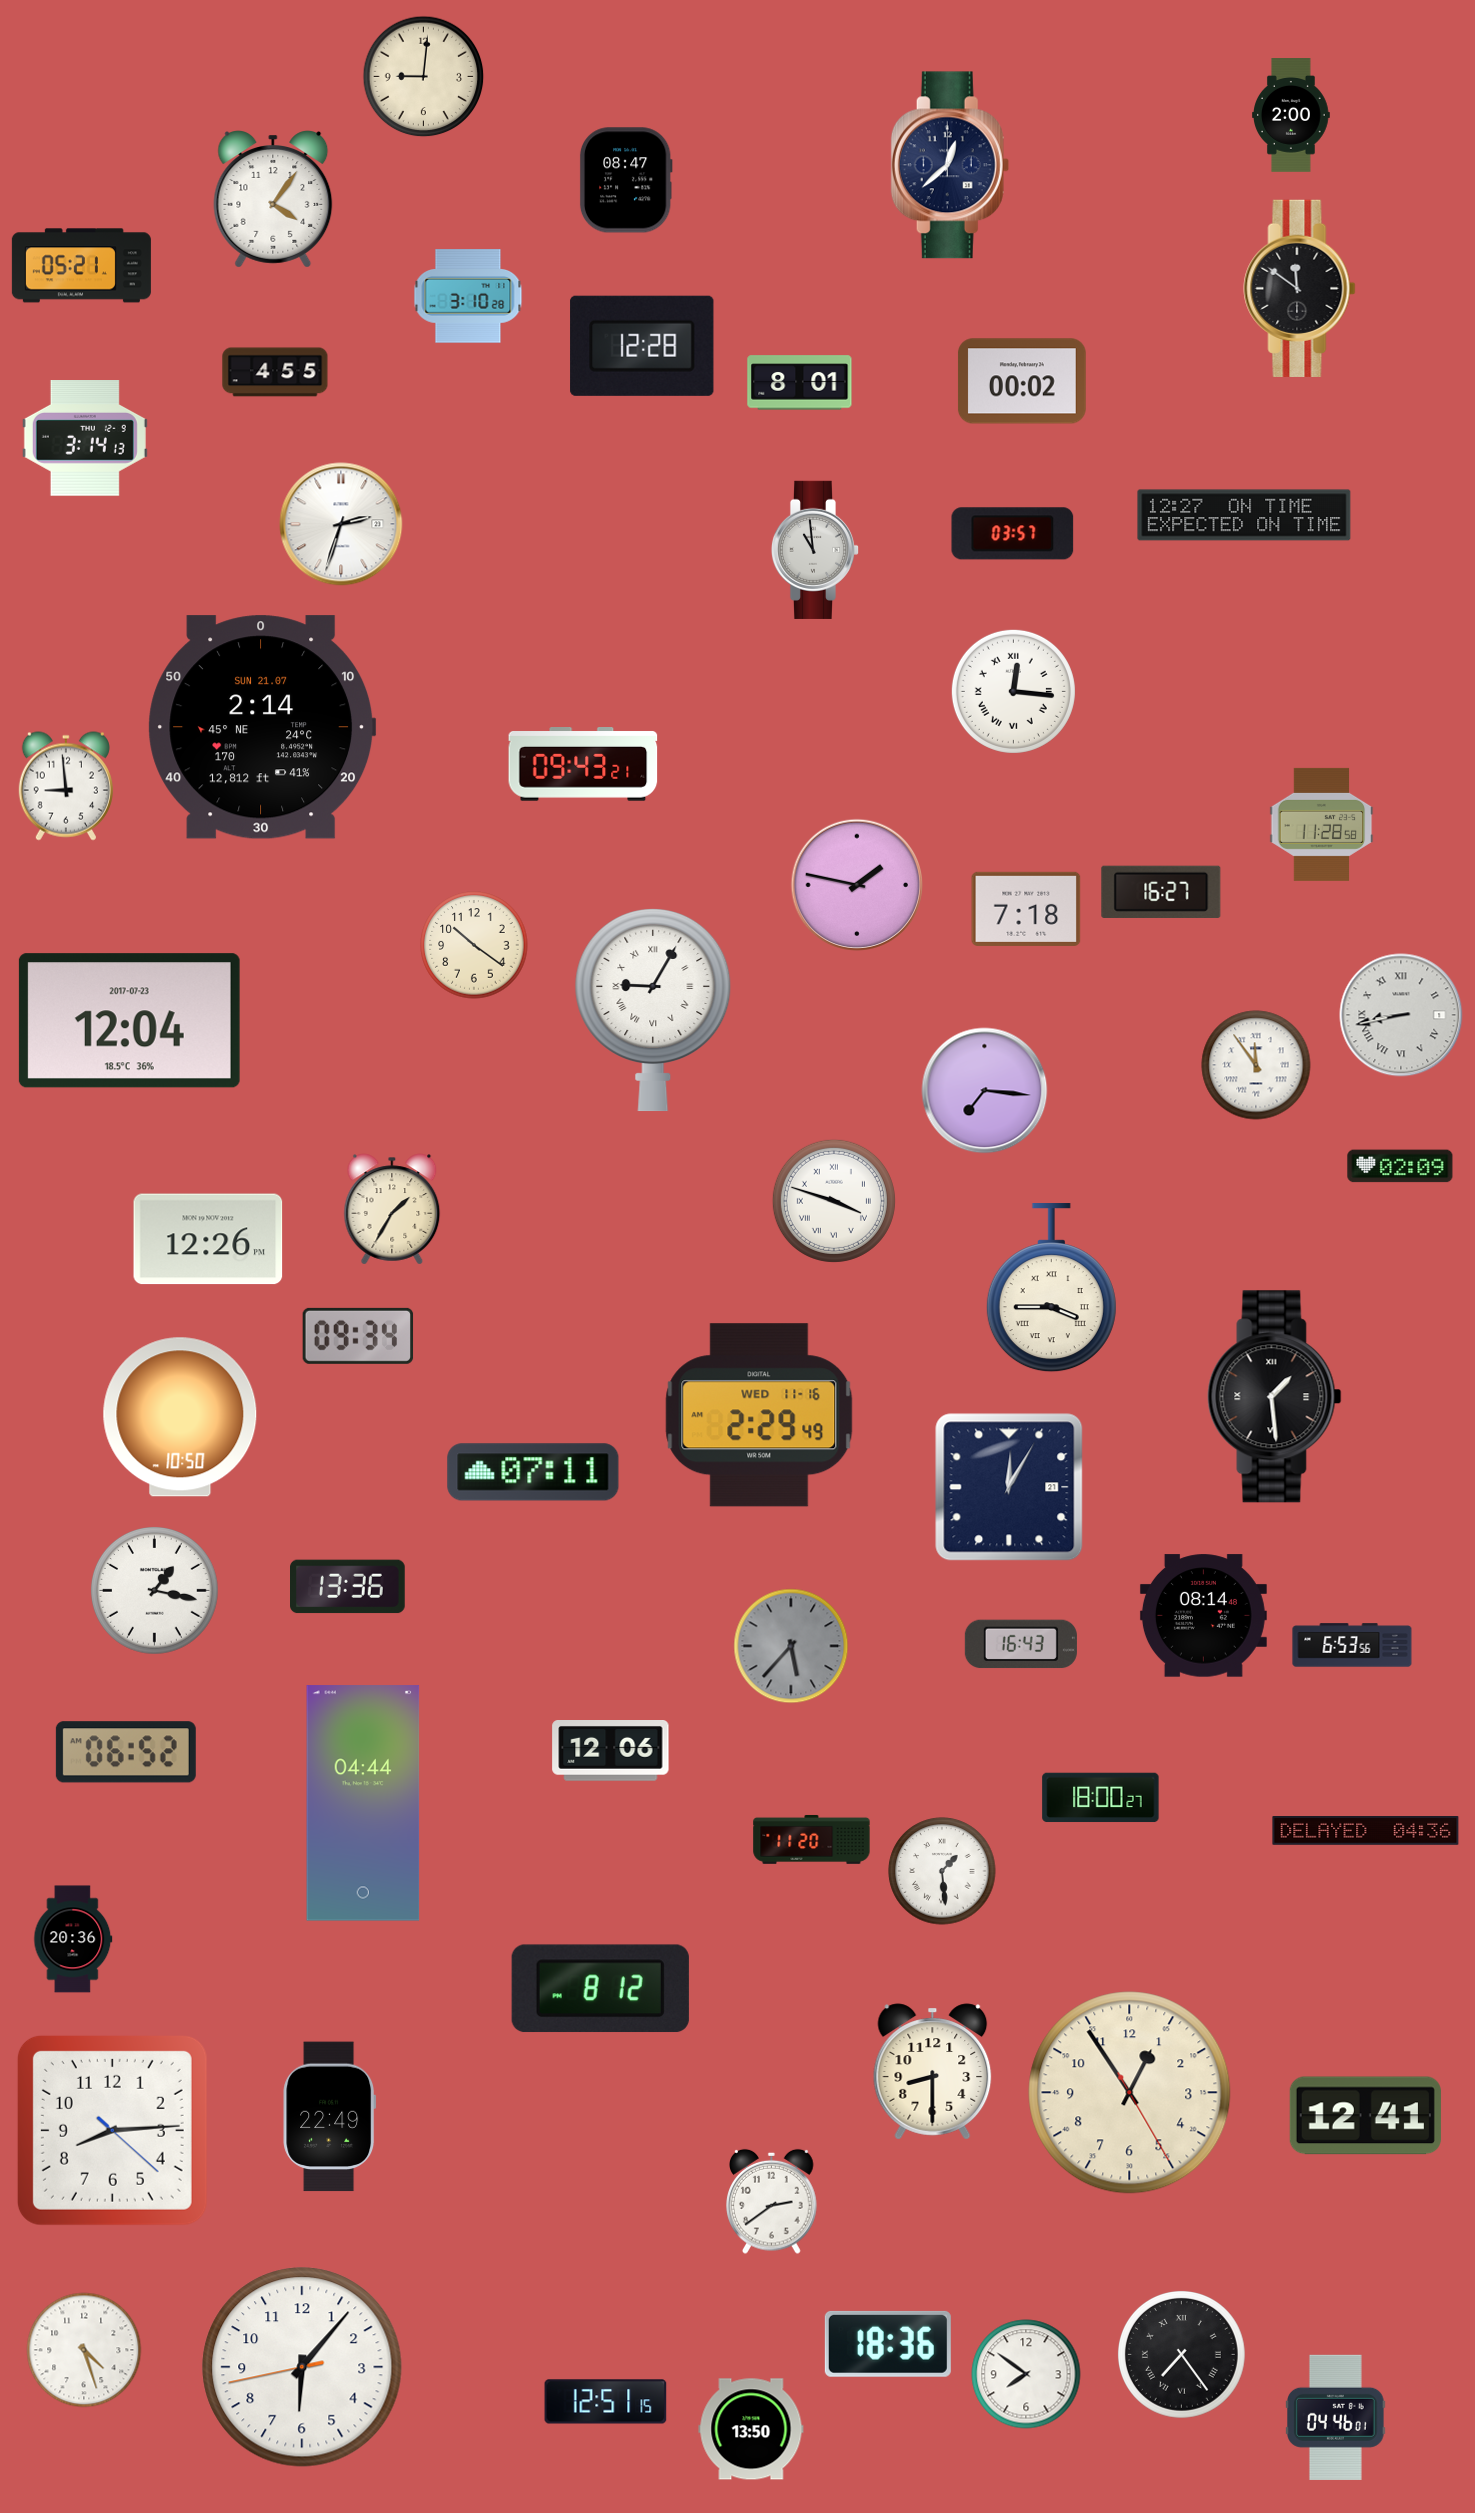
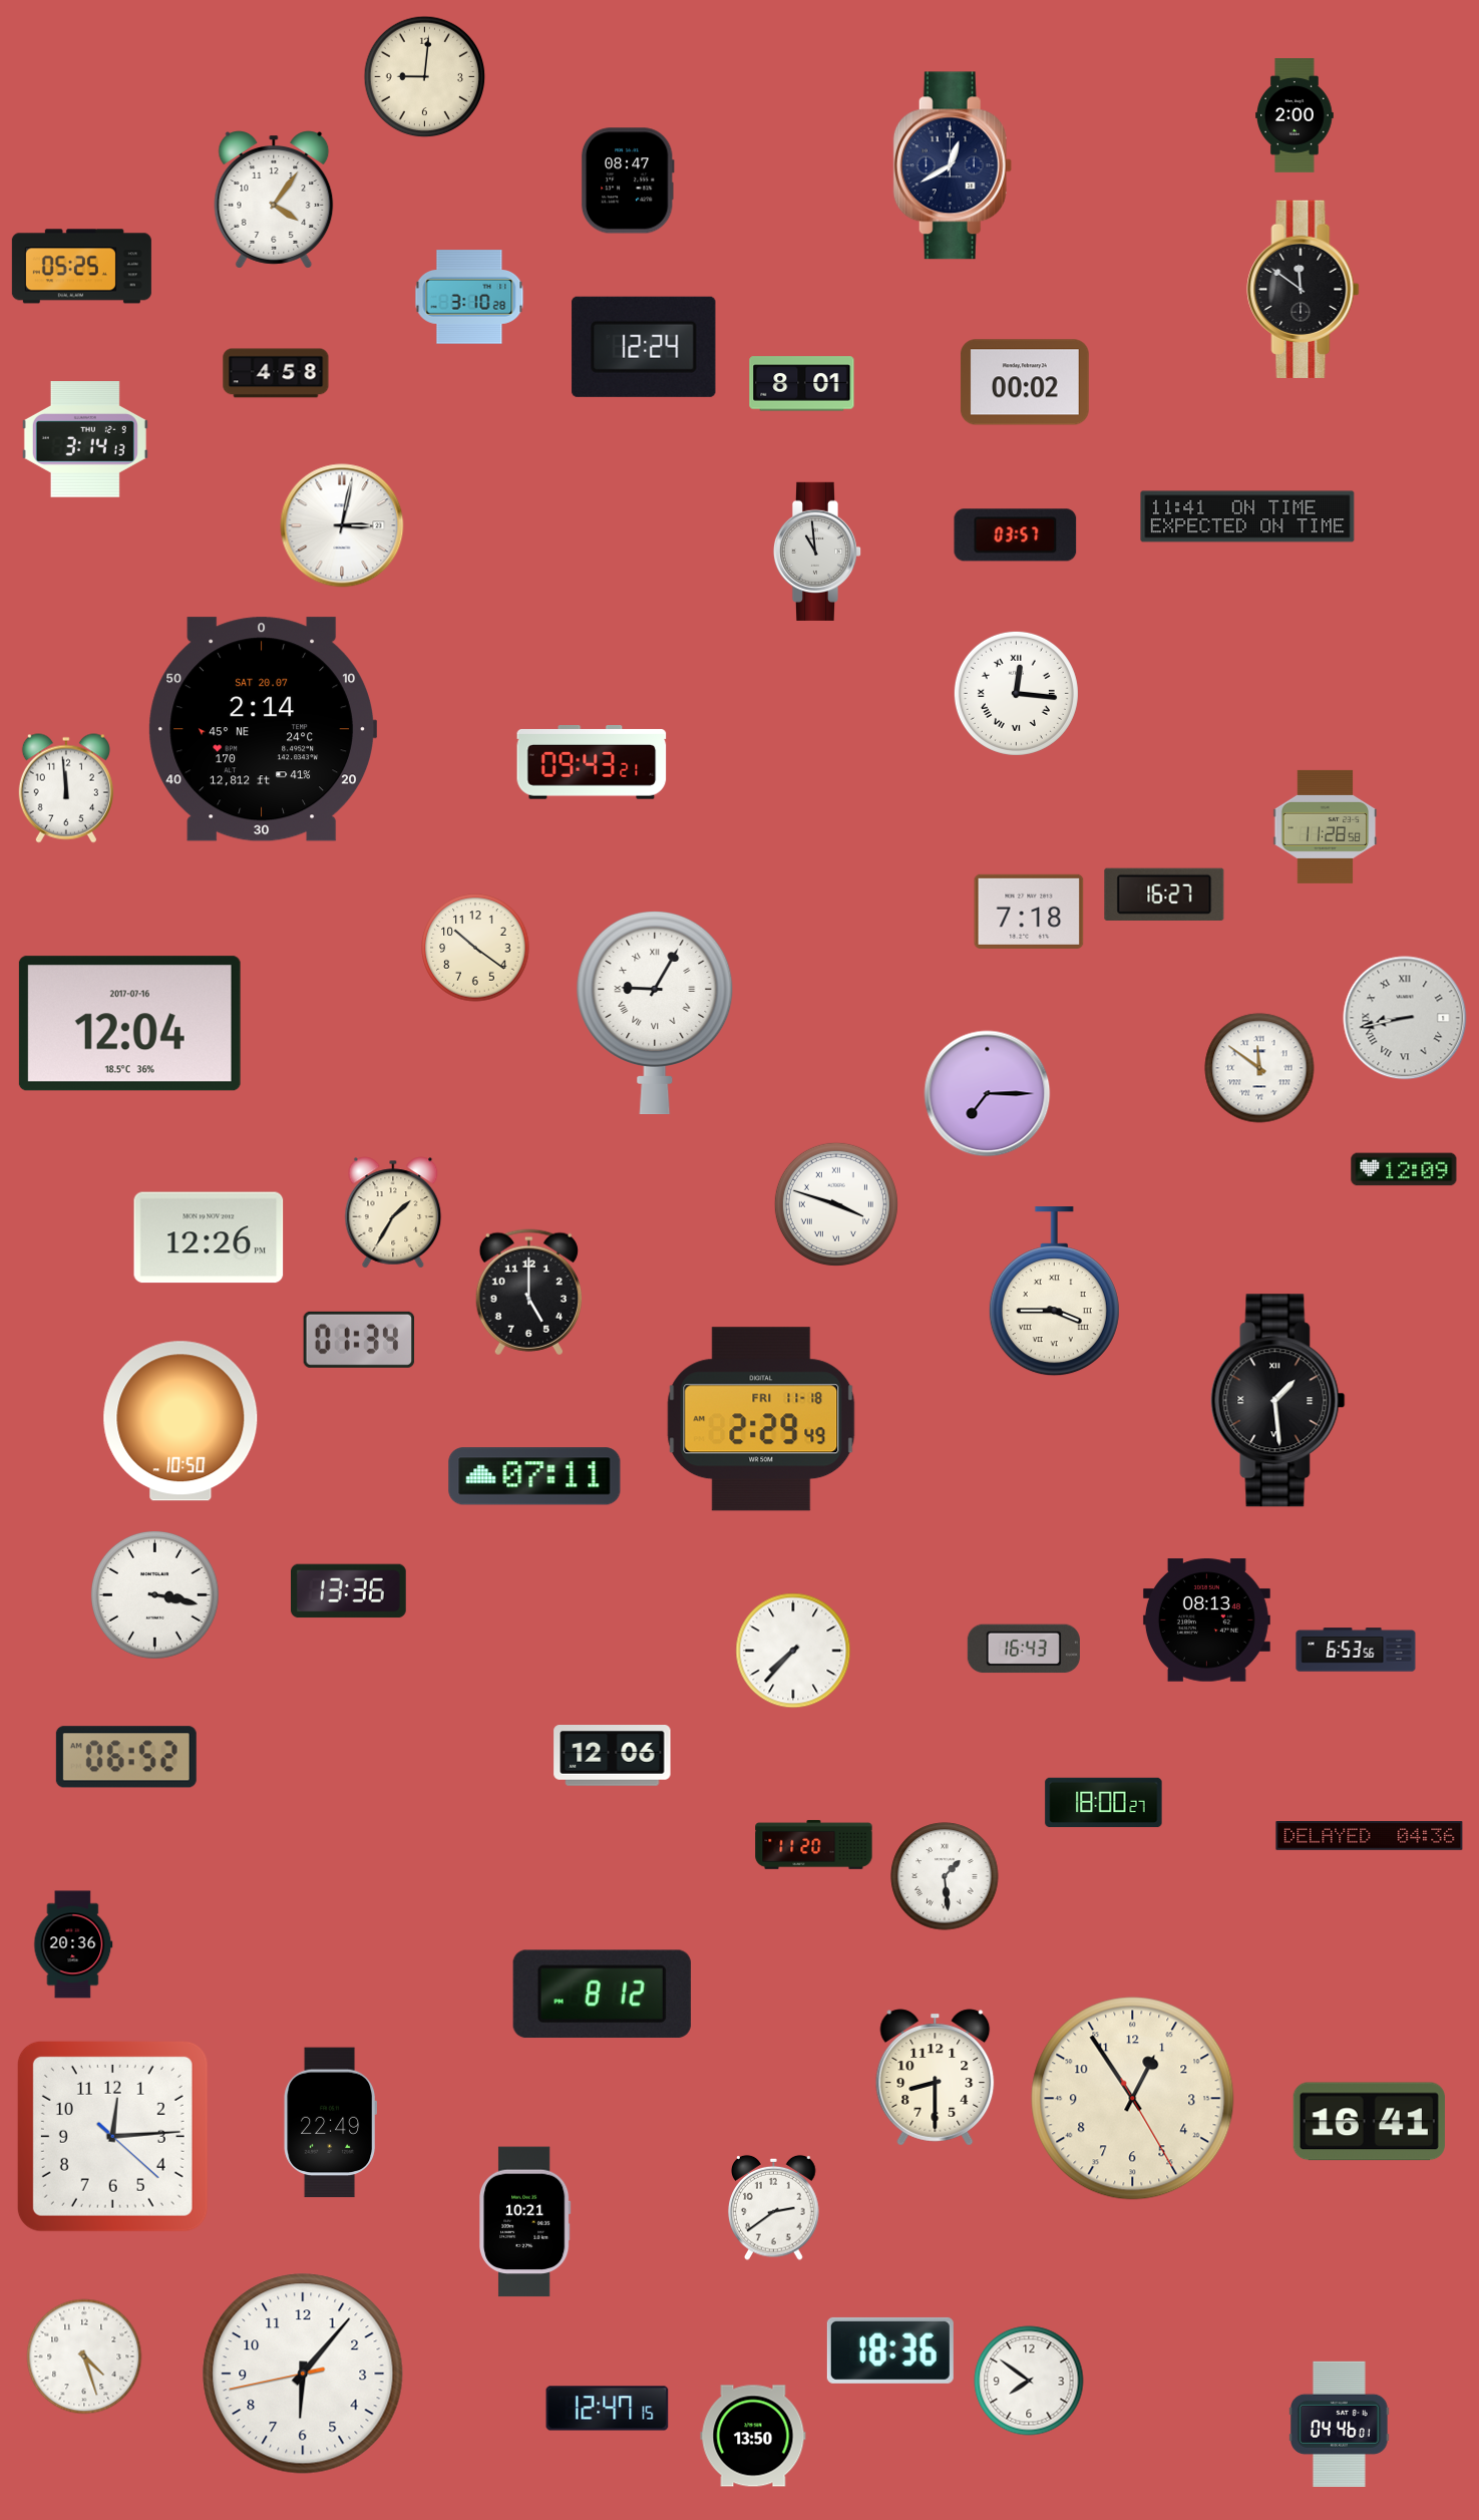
clock at (950, 165): 12:38 -> 12:40
clock at (81, 266): 05:21 -> 05:25
clock at (642, 346): 12:28 -> 12:24
clock at (275, 372): 4:55 -> 4:58
clock at (1244, 515): 12:27 -> 11:41
clock at (341, 524): 2:33 -> 3:02
clock at (262, 727) date: SUN 21.07 -> SAT 20.07
clock at (583, 765) position: (583, 765) -> (592, 763)
clock at (66, 786): 8:59 -> 11:59
clock at (857, 885): 1:47 -> none
clock at (129, 1021) date: 2017-07-23 -> 2017-07-16
clock at (1256, 1065): 11:54 -> 11:51
clock at (985, 1091): 7:16 -> 7:15
clock at (1400, 1166): 02:09 -> 12:09
clock at (208, 1239) position: (208, 1239) -> (209, 1237)
clock at (528, 1293): none -> 5:00
clock at (358, 1336): 09:34 -> 01:34
clock at (759, 1415) date: WED 11-16 -> FRI 11-18
clock at (1009, 1487): 12:05 -> none
clock at (155, 1591): 1:17 -> 3:17
clock at (1203, 1616): 08:14 -> 08:13
clock at (791, 1646): 5:37 -> 7:37
clock at (791, 1646) dial: grey -> white
clock at (363, 1803): 04:44 -> none
clock at (1365, 2116): 12:41 -> 16:41
clock at (112, 2130): 8:14 -> 12:14
clock at (525, 2222): none -> 10:21
clock at (1182, 2355): 7:24 -> none
clock at (606, 2402): 12:51 -> 12:47
